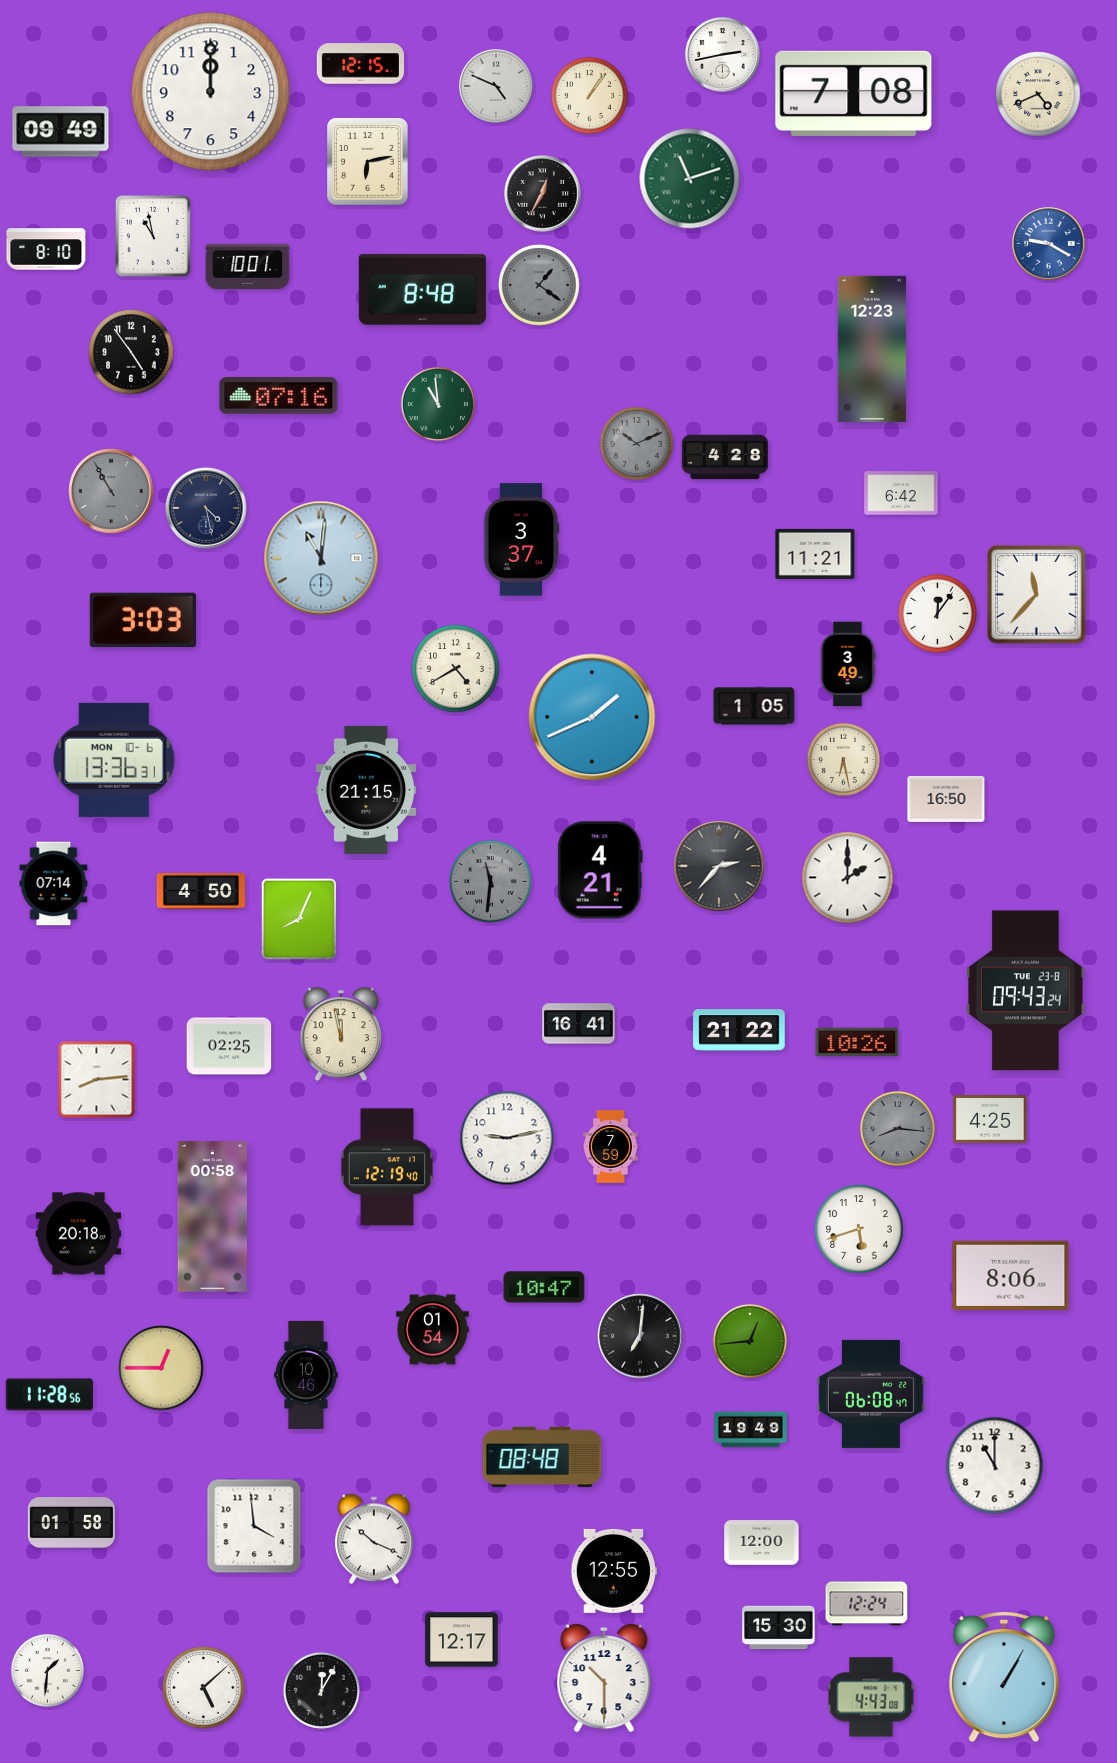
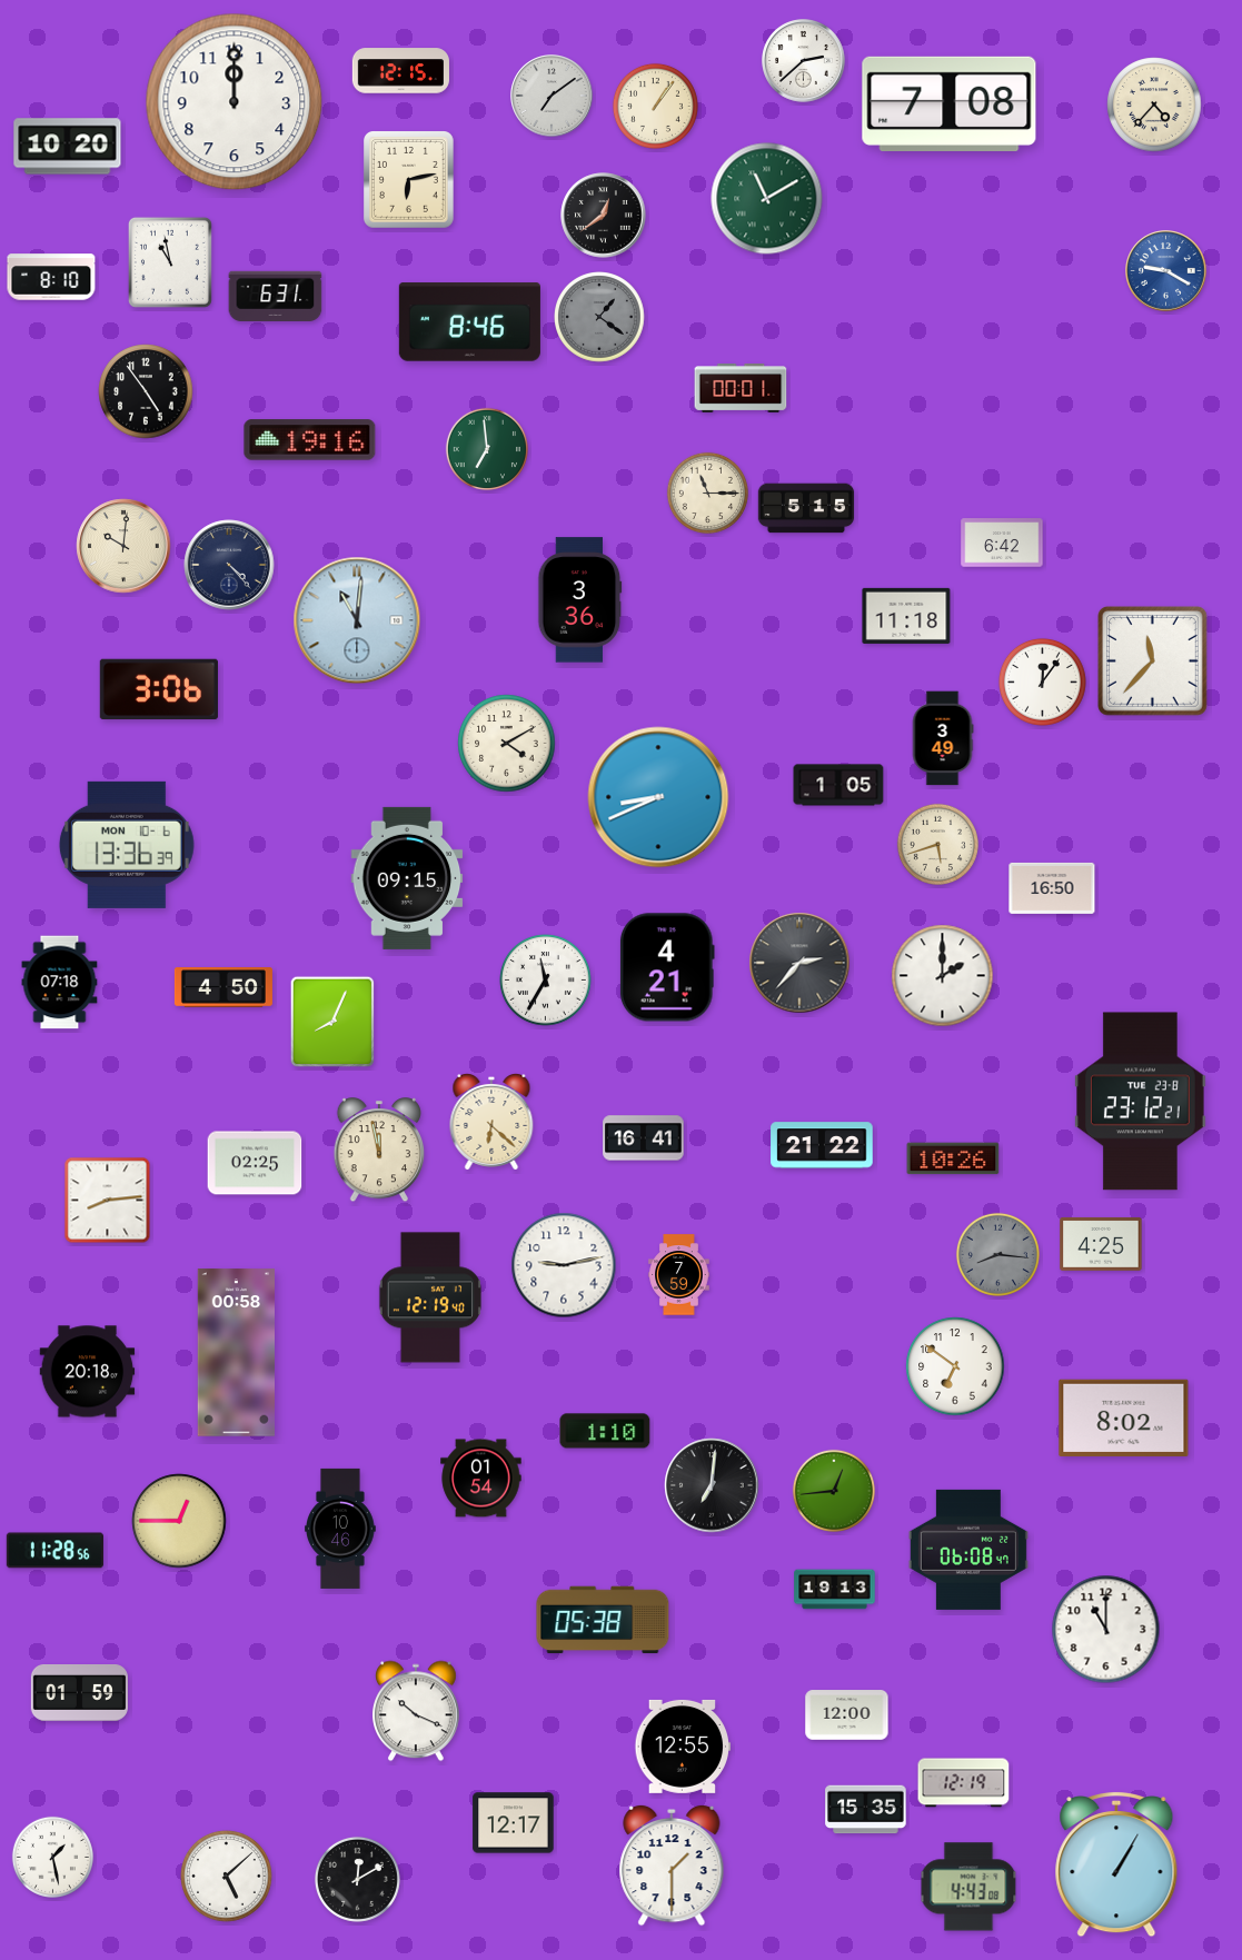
clock at (723, 55): 2:43 -> 2:38
clock at (496, 86): 4:49 -> 7:09
clock at (1038, 94): 4:41 -> 4:37
clock at (61, 132): 09:49 -> 10:20
clock at (690, 179): 11:12 -> 11:10
clock at (543, 194): 12:35 -> 12:39
clock at (248, 266): 10:01 -> 6:31
clock at (422, 290): 8:48 -> 8:46
clock at (872, 349): 12:23 -> none
clock at (741, 389): none -> 00:01
clock at (279, 396): 07:16 -> 19:16
clock at (438, 404): 10:59 -> 6:59
clock at (636, 443): 10:11 -> 11:15
clock at (636, 443) dial: grey -> cream
clock at (725, 457): 4:28 -> 5:15
clock at (111, 491): 10:55 -> 10:01
clock at (111, 491) dial: grey -> cream
clock at (901, 493) position: (901, 493) -> (1002, 543)
clock at (206, 508): 4:28 -> 4:23
clock at (522, 540): 3:37 -> 3:36
clock at (815, 554): 11:21 -> 11:18
clock at (143, 620): 3:03 -> 3:06
clock at (456, 669): 4:40 -> 4:10
clock at (592, 717): 1:41 -> 8:41
clock at (843, 759): 6:28 -> 5:42
clock at (114, 760): 13:36:31 -> 13:36:39
clock at (366, 790): 21:15 -> 09:15
clock at (491, 882): 11:31 -> 11:35
clock at (491, 882) dial: grey -> white
clock at (54, 884): 07:14 -> 07:18
clock at (201, 892) position: (201, 892) -> (223, 988)
clock at (1026, 991): 09:43 -> 23:12
clock at (491, 1123): none -> 6:22
clock at (859, 1229): 5:42 -> 6:51
clock at (1011, 1275): 8:06 -> 8:02
clock at (544, 1287): 10:47 -> 1:10
clock at (751, 1430): 19:49 -> 19:13
clock at (542, 1457): 08:48 -> 05:38
clock at (71, 1523): 01:58 -> 01:59
clock at (254, 1526): 3:59 -> none
clock at (867, 1604): 12:24 -> 12:19
clock at (779, 1628): 15:30 -> 15:35
clock at (47, 1670): 1:31 -> 1:28
clock at (604, 1678): 10:30 -> 1:30
clock at (321, 1690): 12:05 -> 12:10
